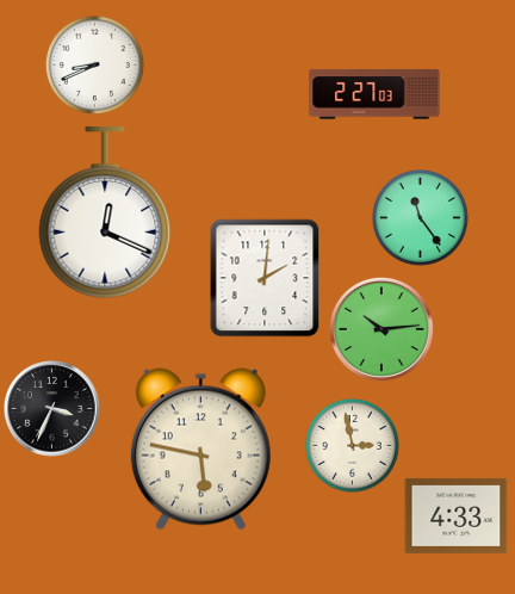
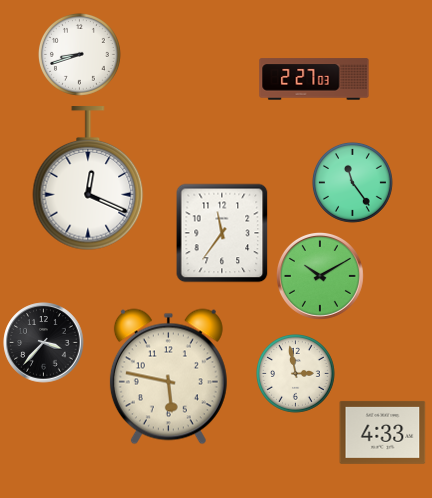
clock at (94, 64): 8:41 -> 8:42
clock at (265, 278): 2:01 -> 11:36
clock at (381, 329): 10:14 -> 10:10
clock at (52, 409): 3:34 -> 3:37
